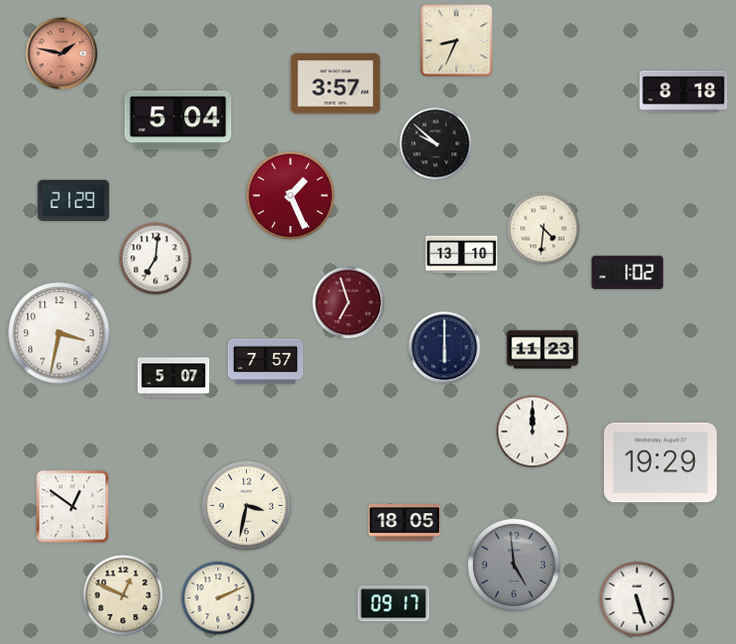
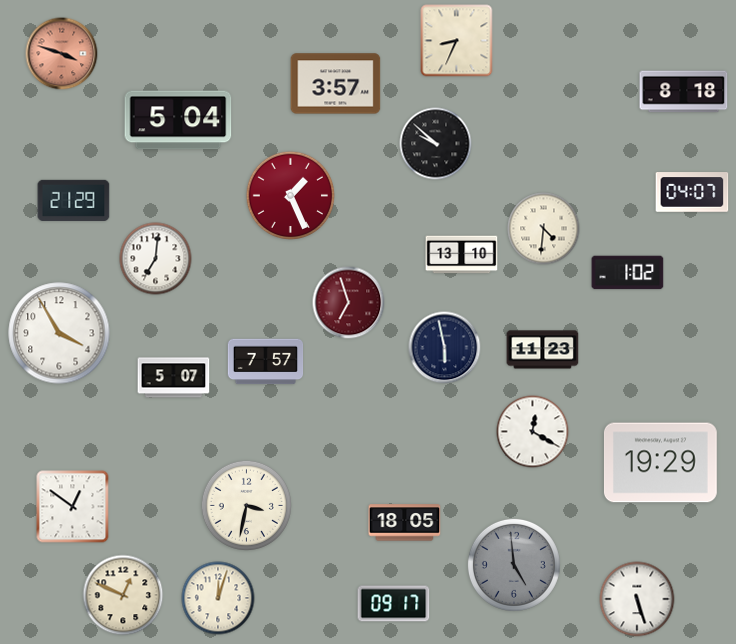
clock at (62, 54): 1:47 -> 3:48
clock at (692, 192): none -> 04:07
clock at (59, 333): 3:32 -> 3:55
clock at (445, 348): 6:00 -> 5:58
clock at (533, 432): 12:00 -> 12:20
clock at (218, 598): 2:11 -> 12:03
